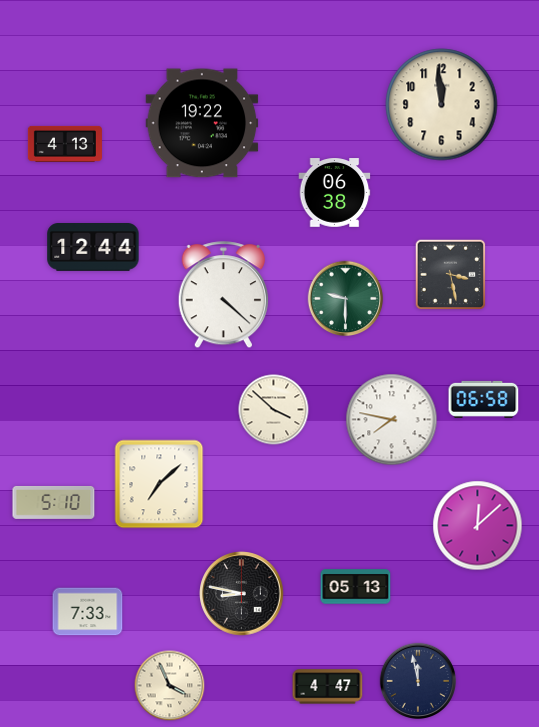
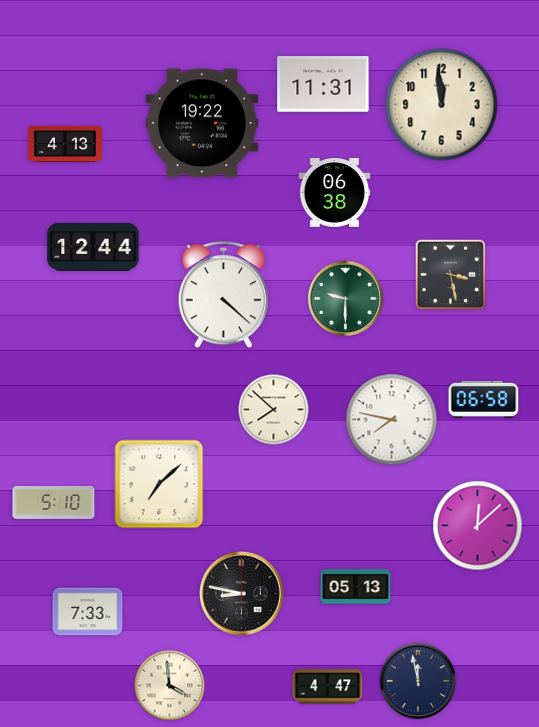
clock at (323, 84): none -> 11:31
clock at (274, 410): 3:52 -> 7:52
clock at (170, 686): 3:56 -> 3:59
